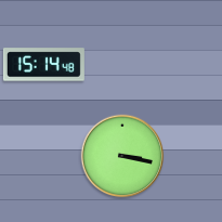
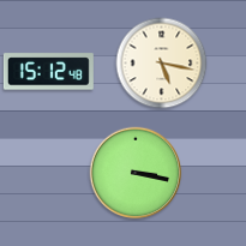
clock at (162, 64): none -> 5:17
clock at (43, 65): 15:14 -> 15:12
